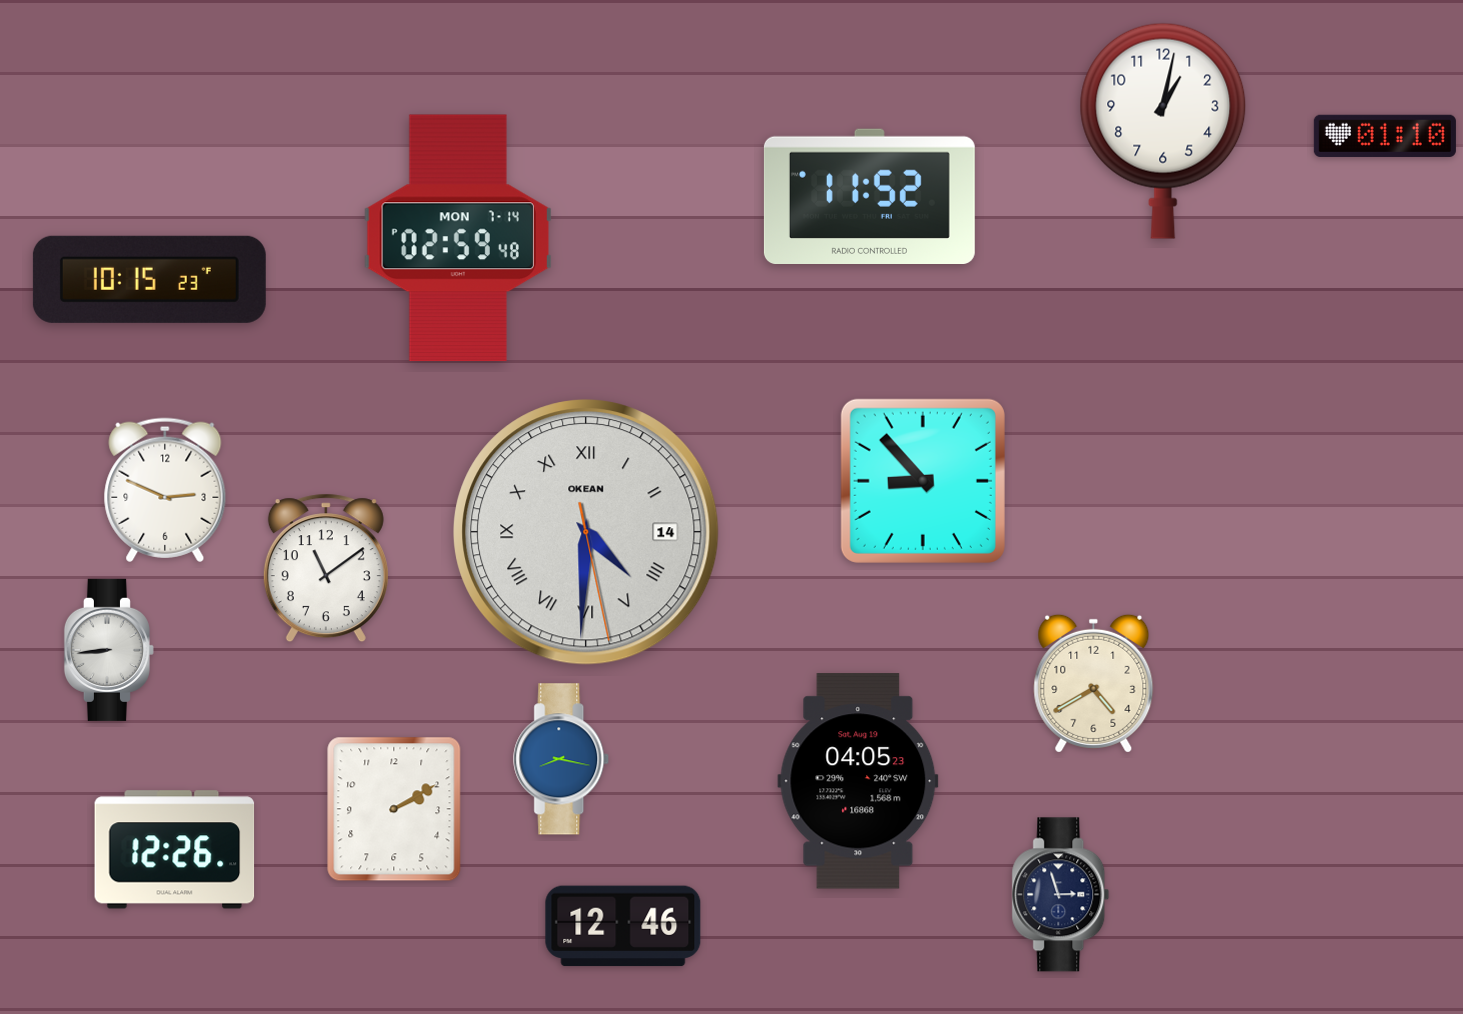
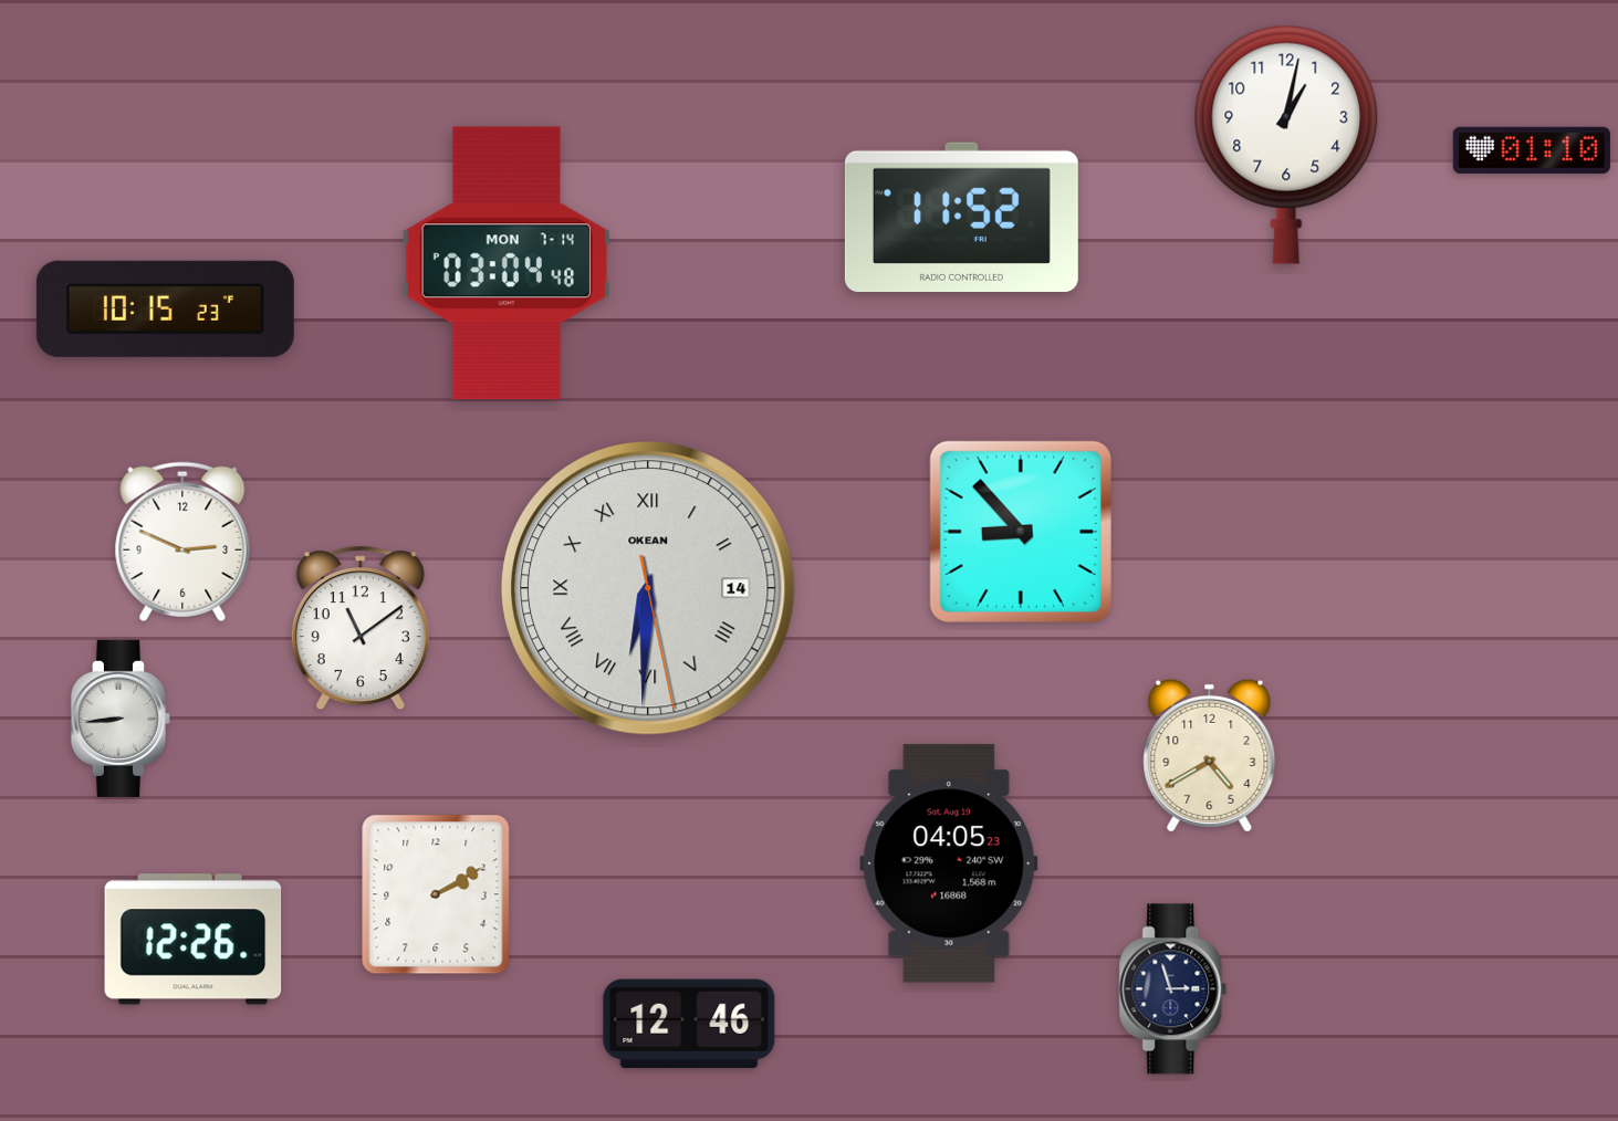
clock at (457, 238): 02:59 -> 03:04
clock at (586, 532): 4:30 -> 6:30
clock at (562, 759): 8:17 -> none
